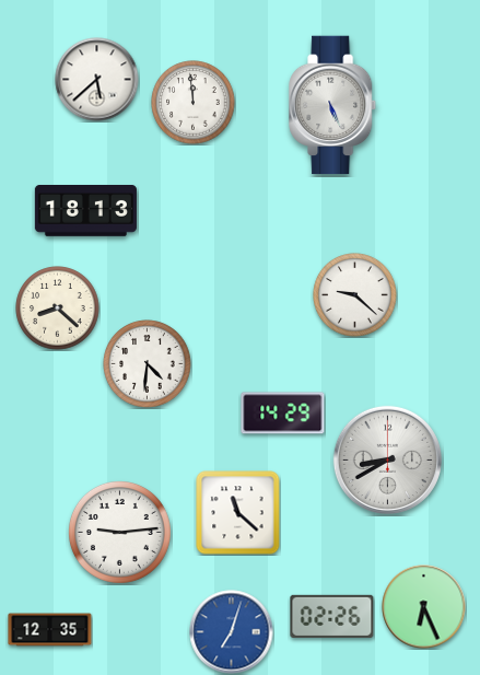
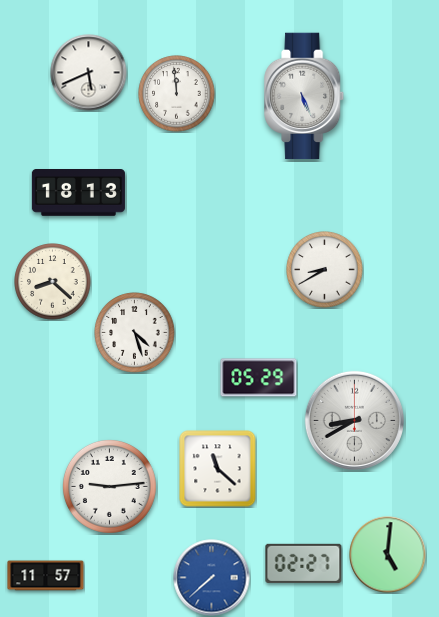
clock at (97, 80): 5:38 -> 5:41
clock at (355, 295): 9:22 -> 8:40
clock at (148, 364): 4:31 -> 4:27
clock at (283, 414): 14:29 -> 05:29
clock at (424, 607): 6:26 -> 5:01
clock at (332, 616): 02:26 -> 02:27
clock at (50, 630): 12:35 -> 11:57
clock at (232, 632): 7:03 -> 7:38
